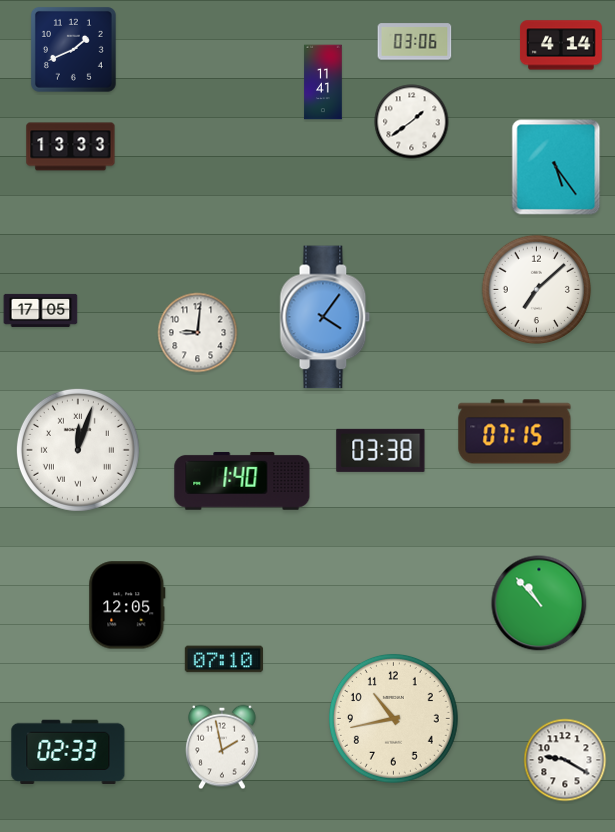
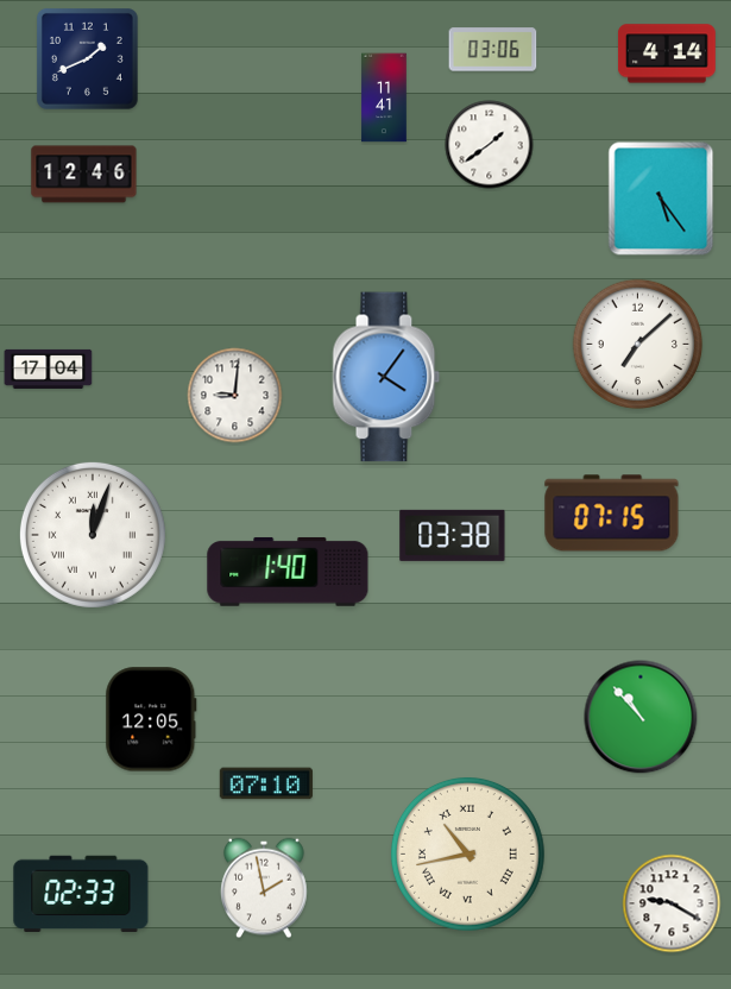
clock at (71, 147): 13:33 -> 12:46
clock at (41, 310): 17:05 -> 17:04
clock at (393, 718) numerals: Arabic -> Roman
